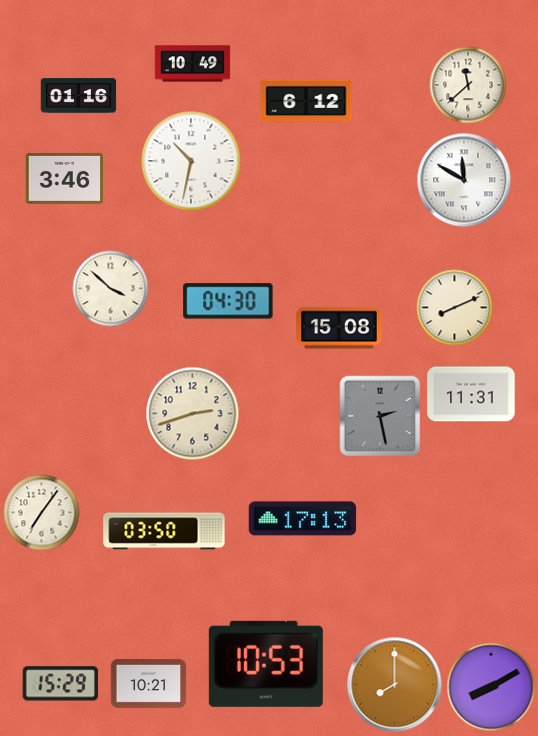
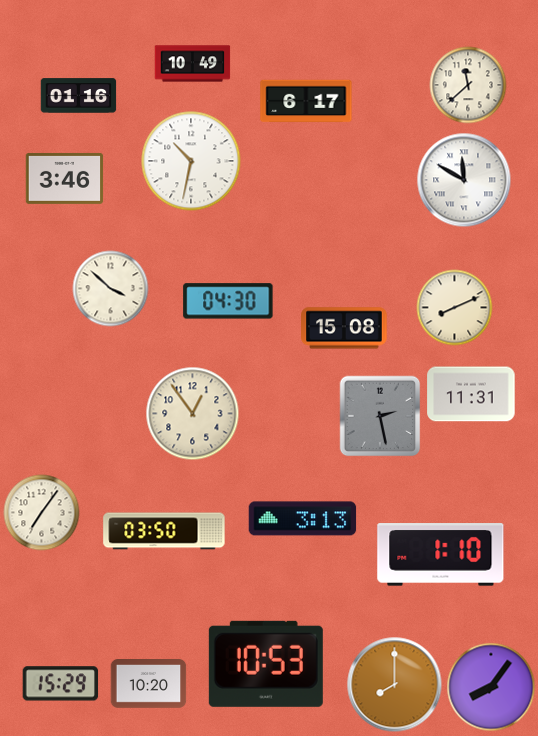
clock at (306, 101): 6:12 -> 6:17
clock at (339, 328) position: (339, 328) -> (344, 328)
clock at (193, 414): 2:42 -> 12:54
clock at (303, 519): 17:13 -> 3:13
clock at (441, 555): none -> 1:10
clock at (149, 684): 10:21 -> 10:20
clock at (491, 687): 8:10 -> 8:06
